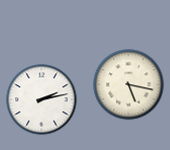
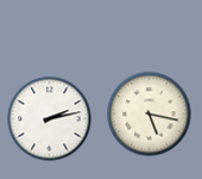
clock at (129, 85) position: (129, 85) -> (150, 115)
